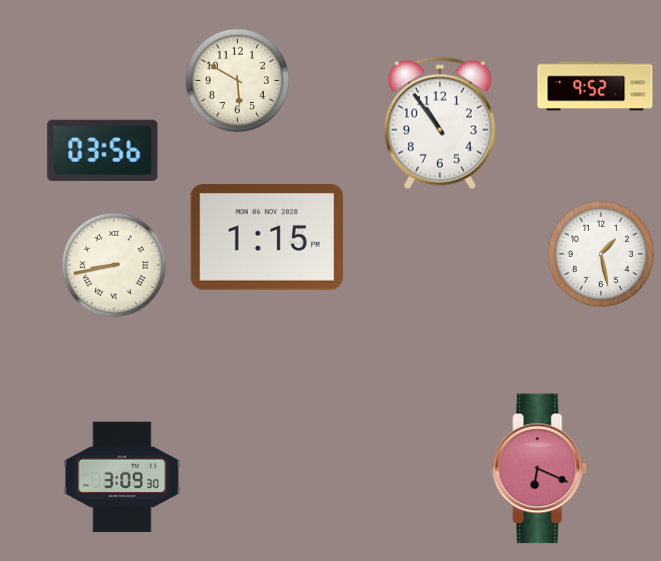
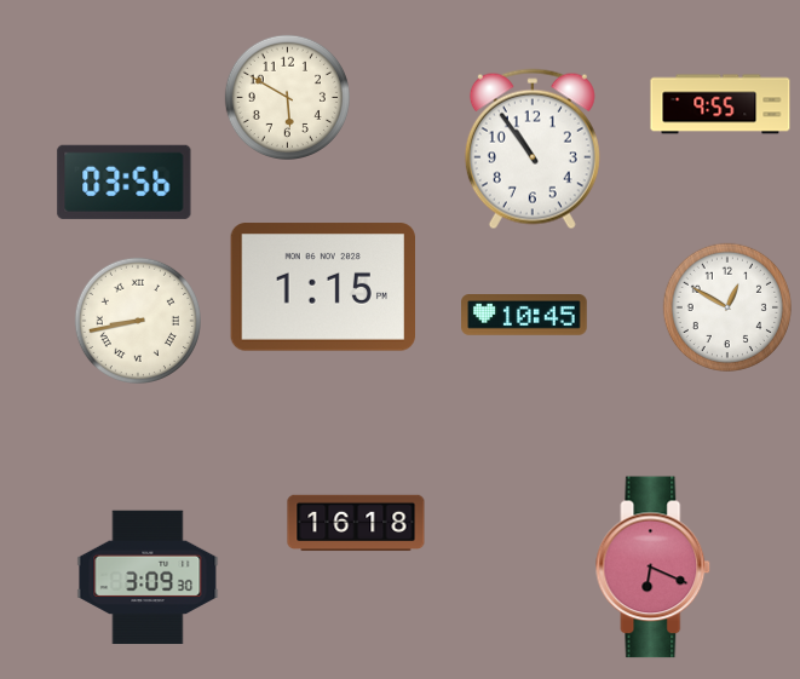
clock at (595, 86): 9:52 -> 9:55
clock at (600, 253): 1:28 -> 12:50
clock at (525, 316): none -> 10:45
clock at (356, 523): none -> 16:18
